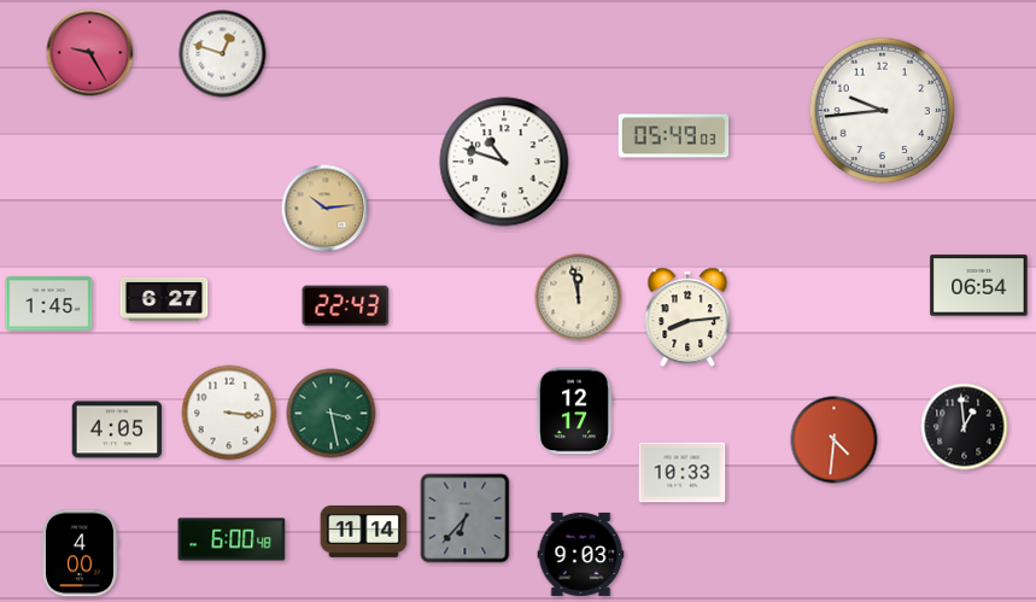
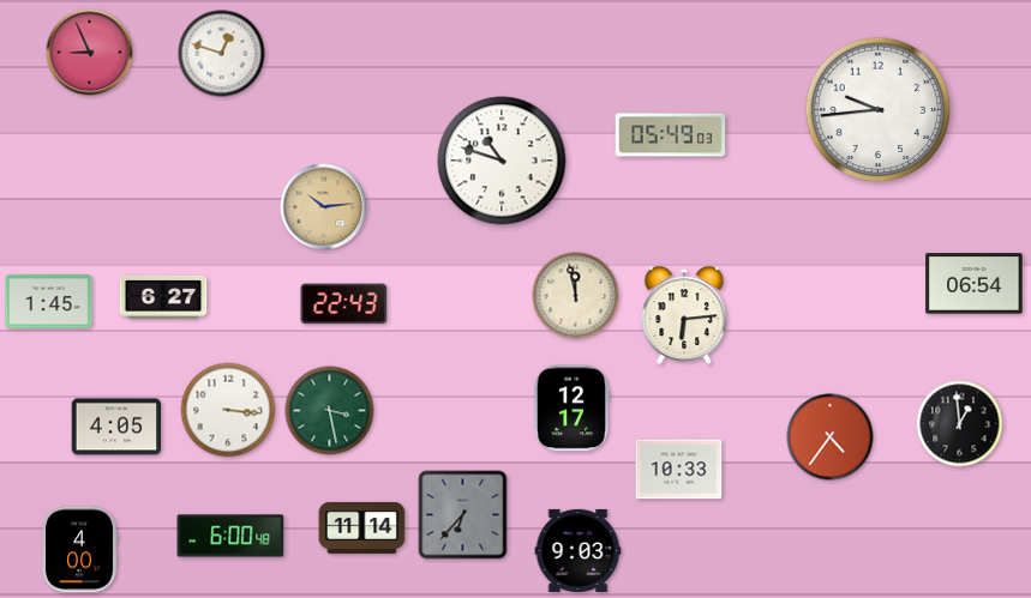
clock at (90, 53): 9:25 -> 8:56
clock at (687, 317): 8:14 -> 6:14
clock at (835, 440): 4:31 -> 4:36
